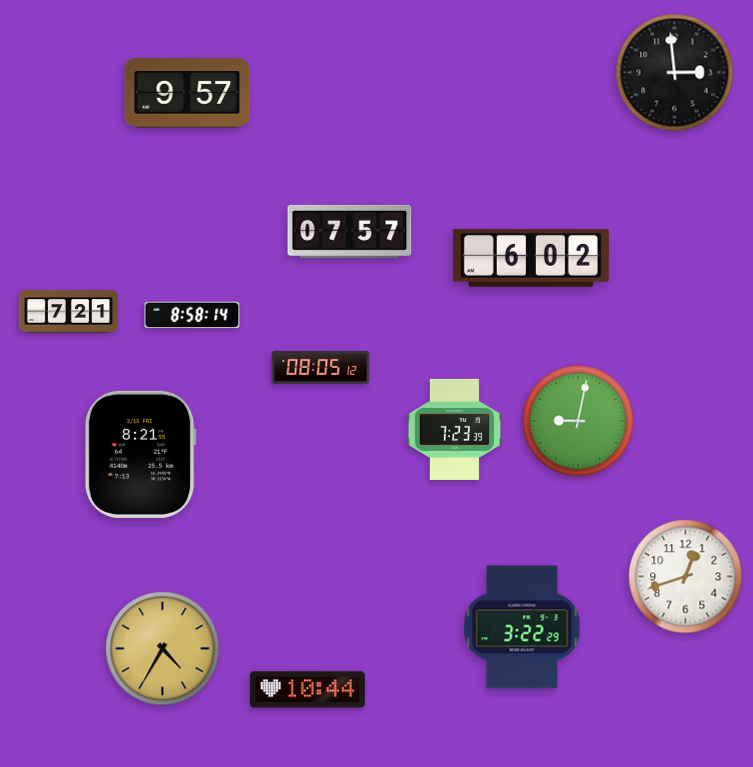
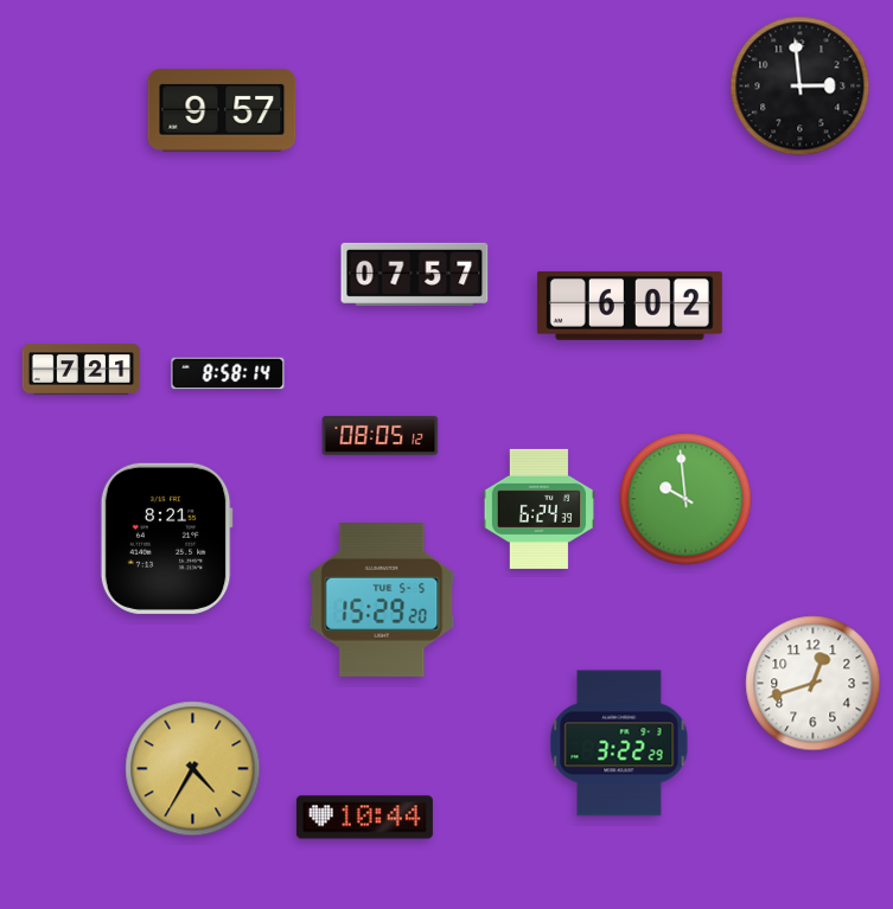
clock at (578, 421): 9:02 -> 9:59
clock at (454, 429): 7:23 -> 6:24
clock at (382, 600): none -> 15:29
